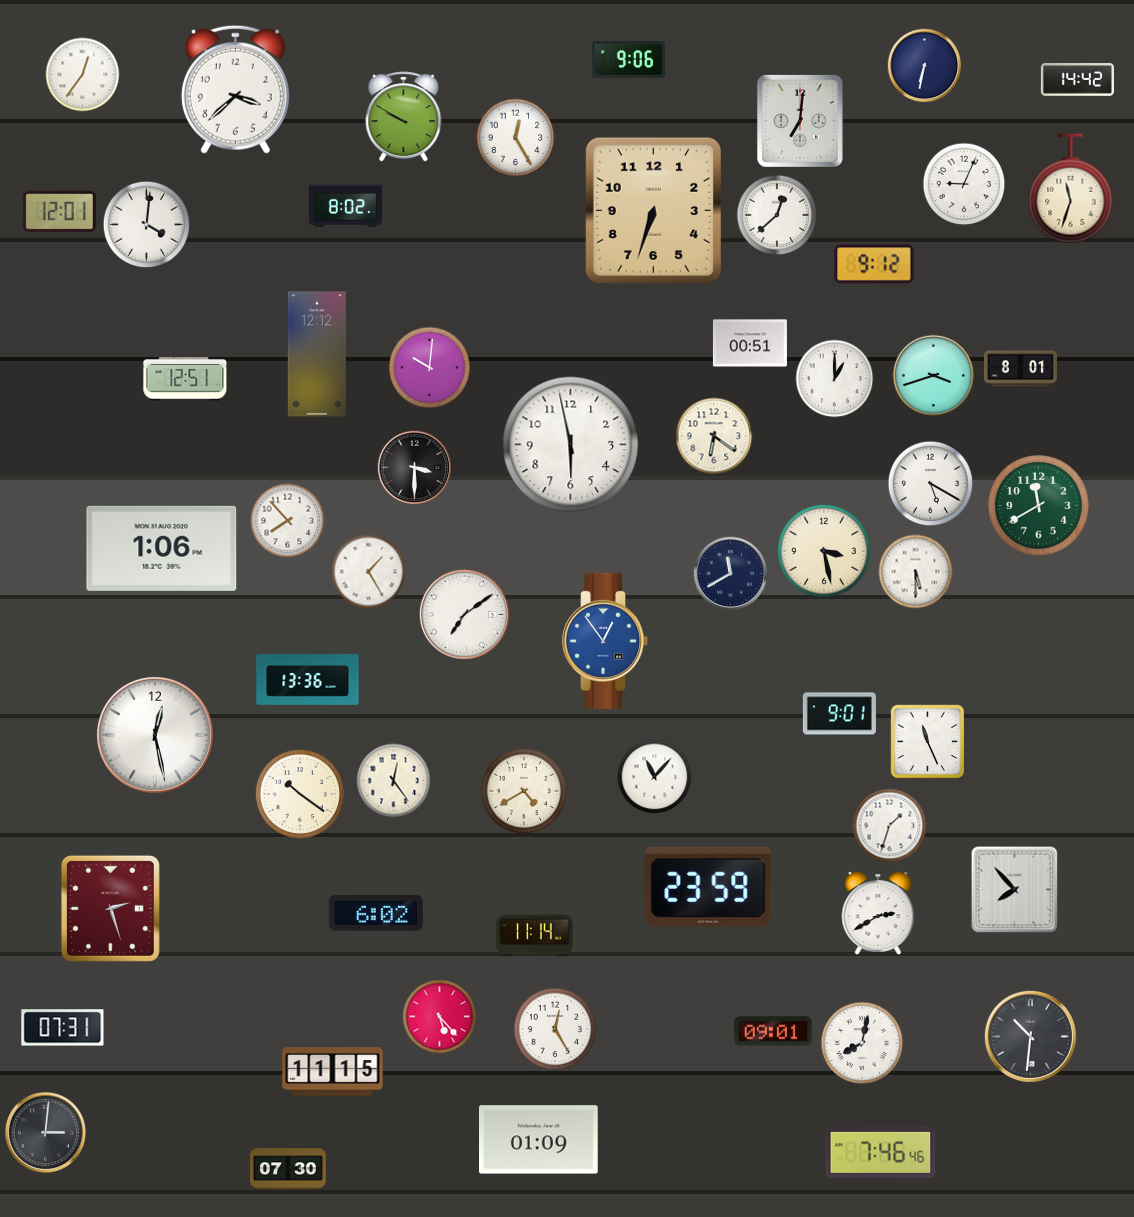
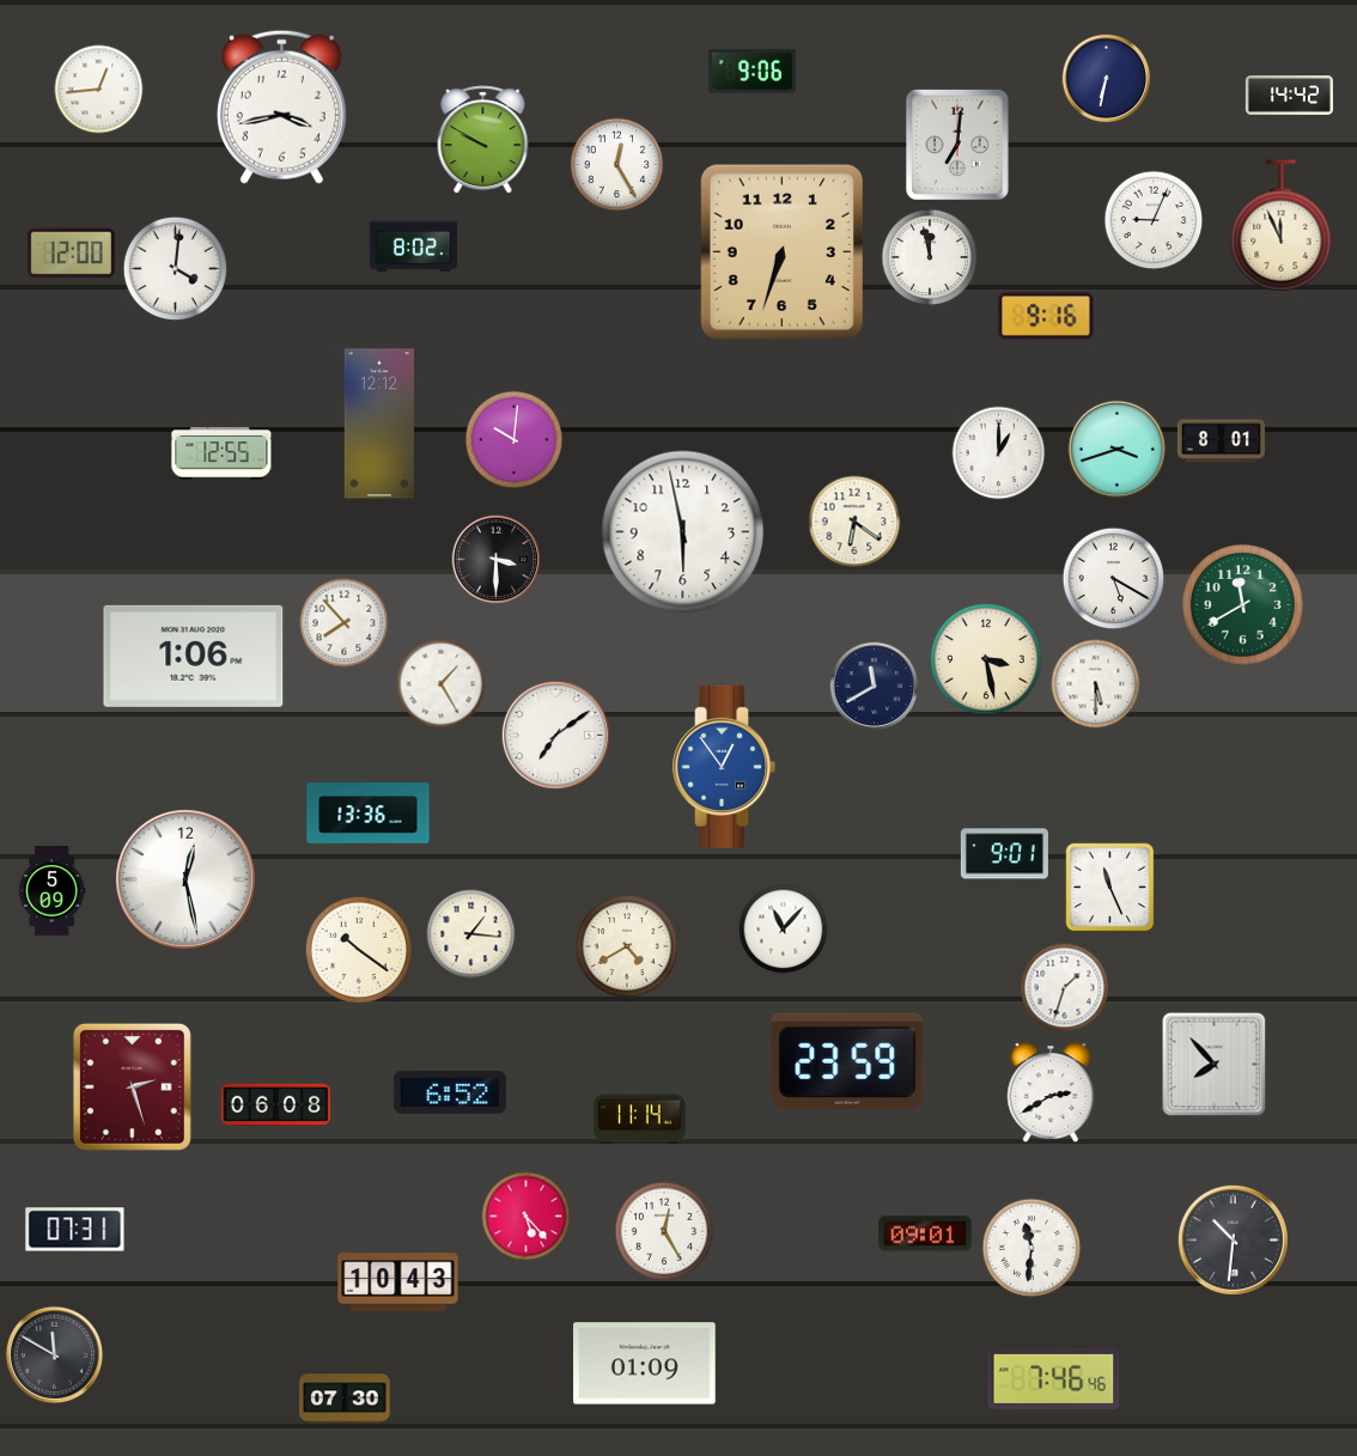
clock at (83, 75): 12:36 -> 12:44
clock at (235, 89): 3:38 -> 3:43
clock at (1071, 188): 11:33 -> 11:56
clock at (59, 212): 12:01 -> 12:00
clock at (777, 215): 12:38 -> 11:58
clock at (874, 264): 9:12 -> 9:16
clock at (750, 343): 00:51 -> none
clock at (185, 379): 12:51 -> 12:55
clock at (53, 891): none -> 5:09
clock at (394, 781): 12:24 -> 1:16
clock at (376, 914): 6:02 -> 6:52
clock at (276, 1105): none -> 06:08
clock at (862, 1043): 8:02 -> 11:31
clock at (333, 1072): 11:15 -> 10:43
clock at (45, 1132): 3:01 -> 11:50
